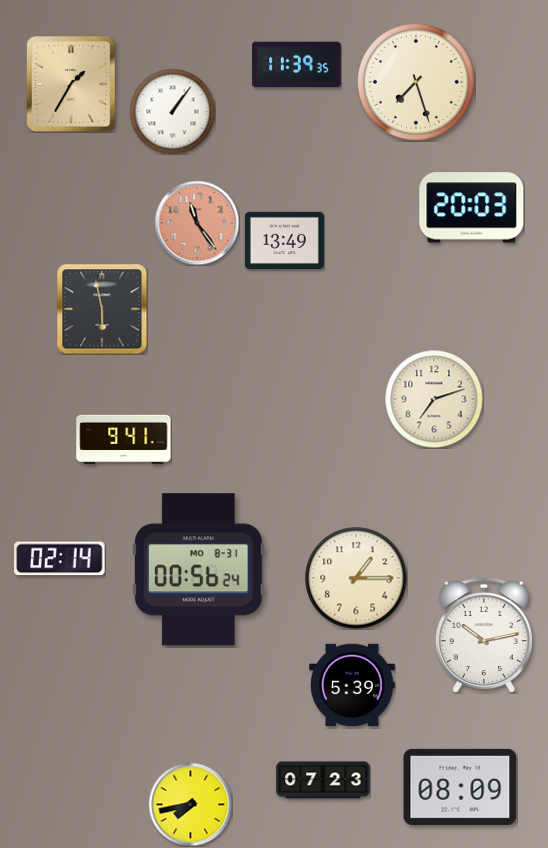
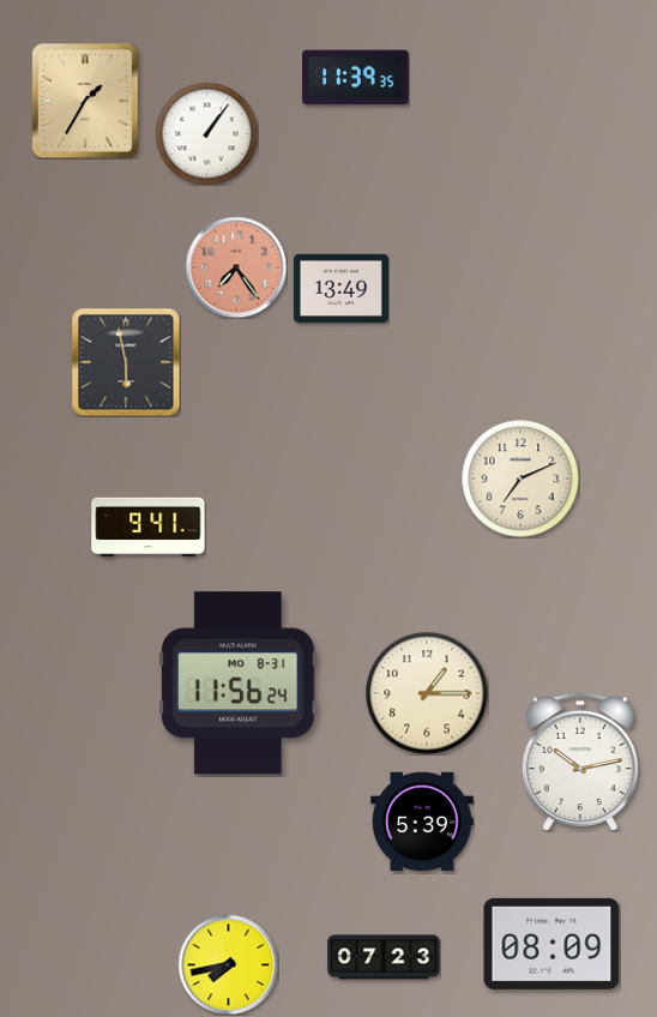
clock at (416, 82): 7:27 -> none
clock at (472, 208): 20:03 -> none
clock at (197, 223): 11:24 -> 7:24
clock at (102, 309) position: (102, 309) -> (126, 362)
clock at (434, 399): 7:12 -> 7:11
clock at (60, 559): 02:14 -> none
clock at (199, 570): 00:56 -> 11:56
clock at (323, 780) position: (323, 780) -> (384, 957)
